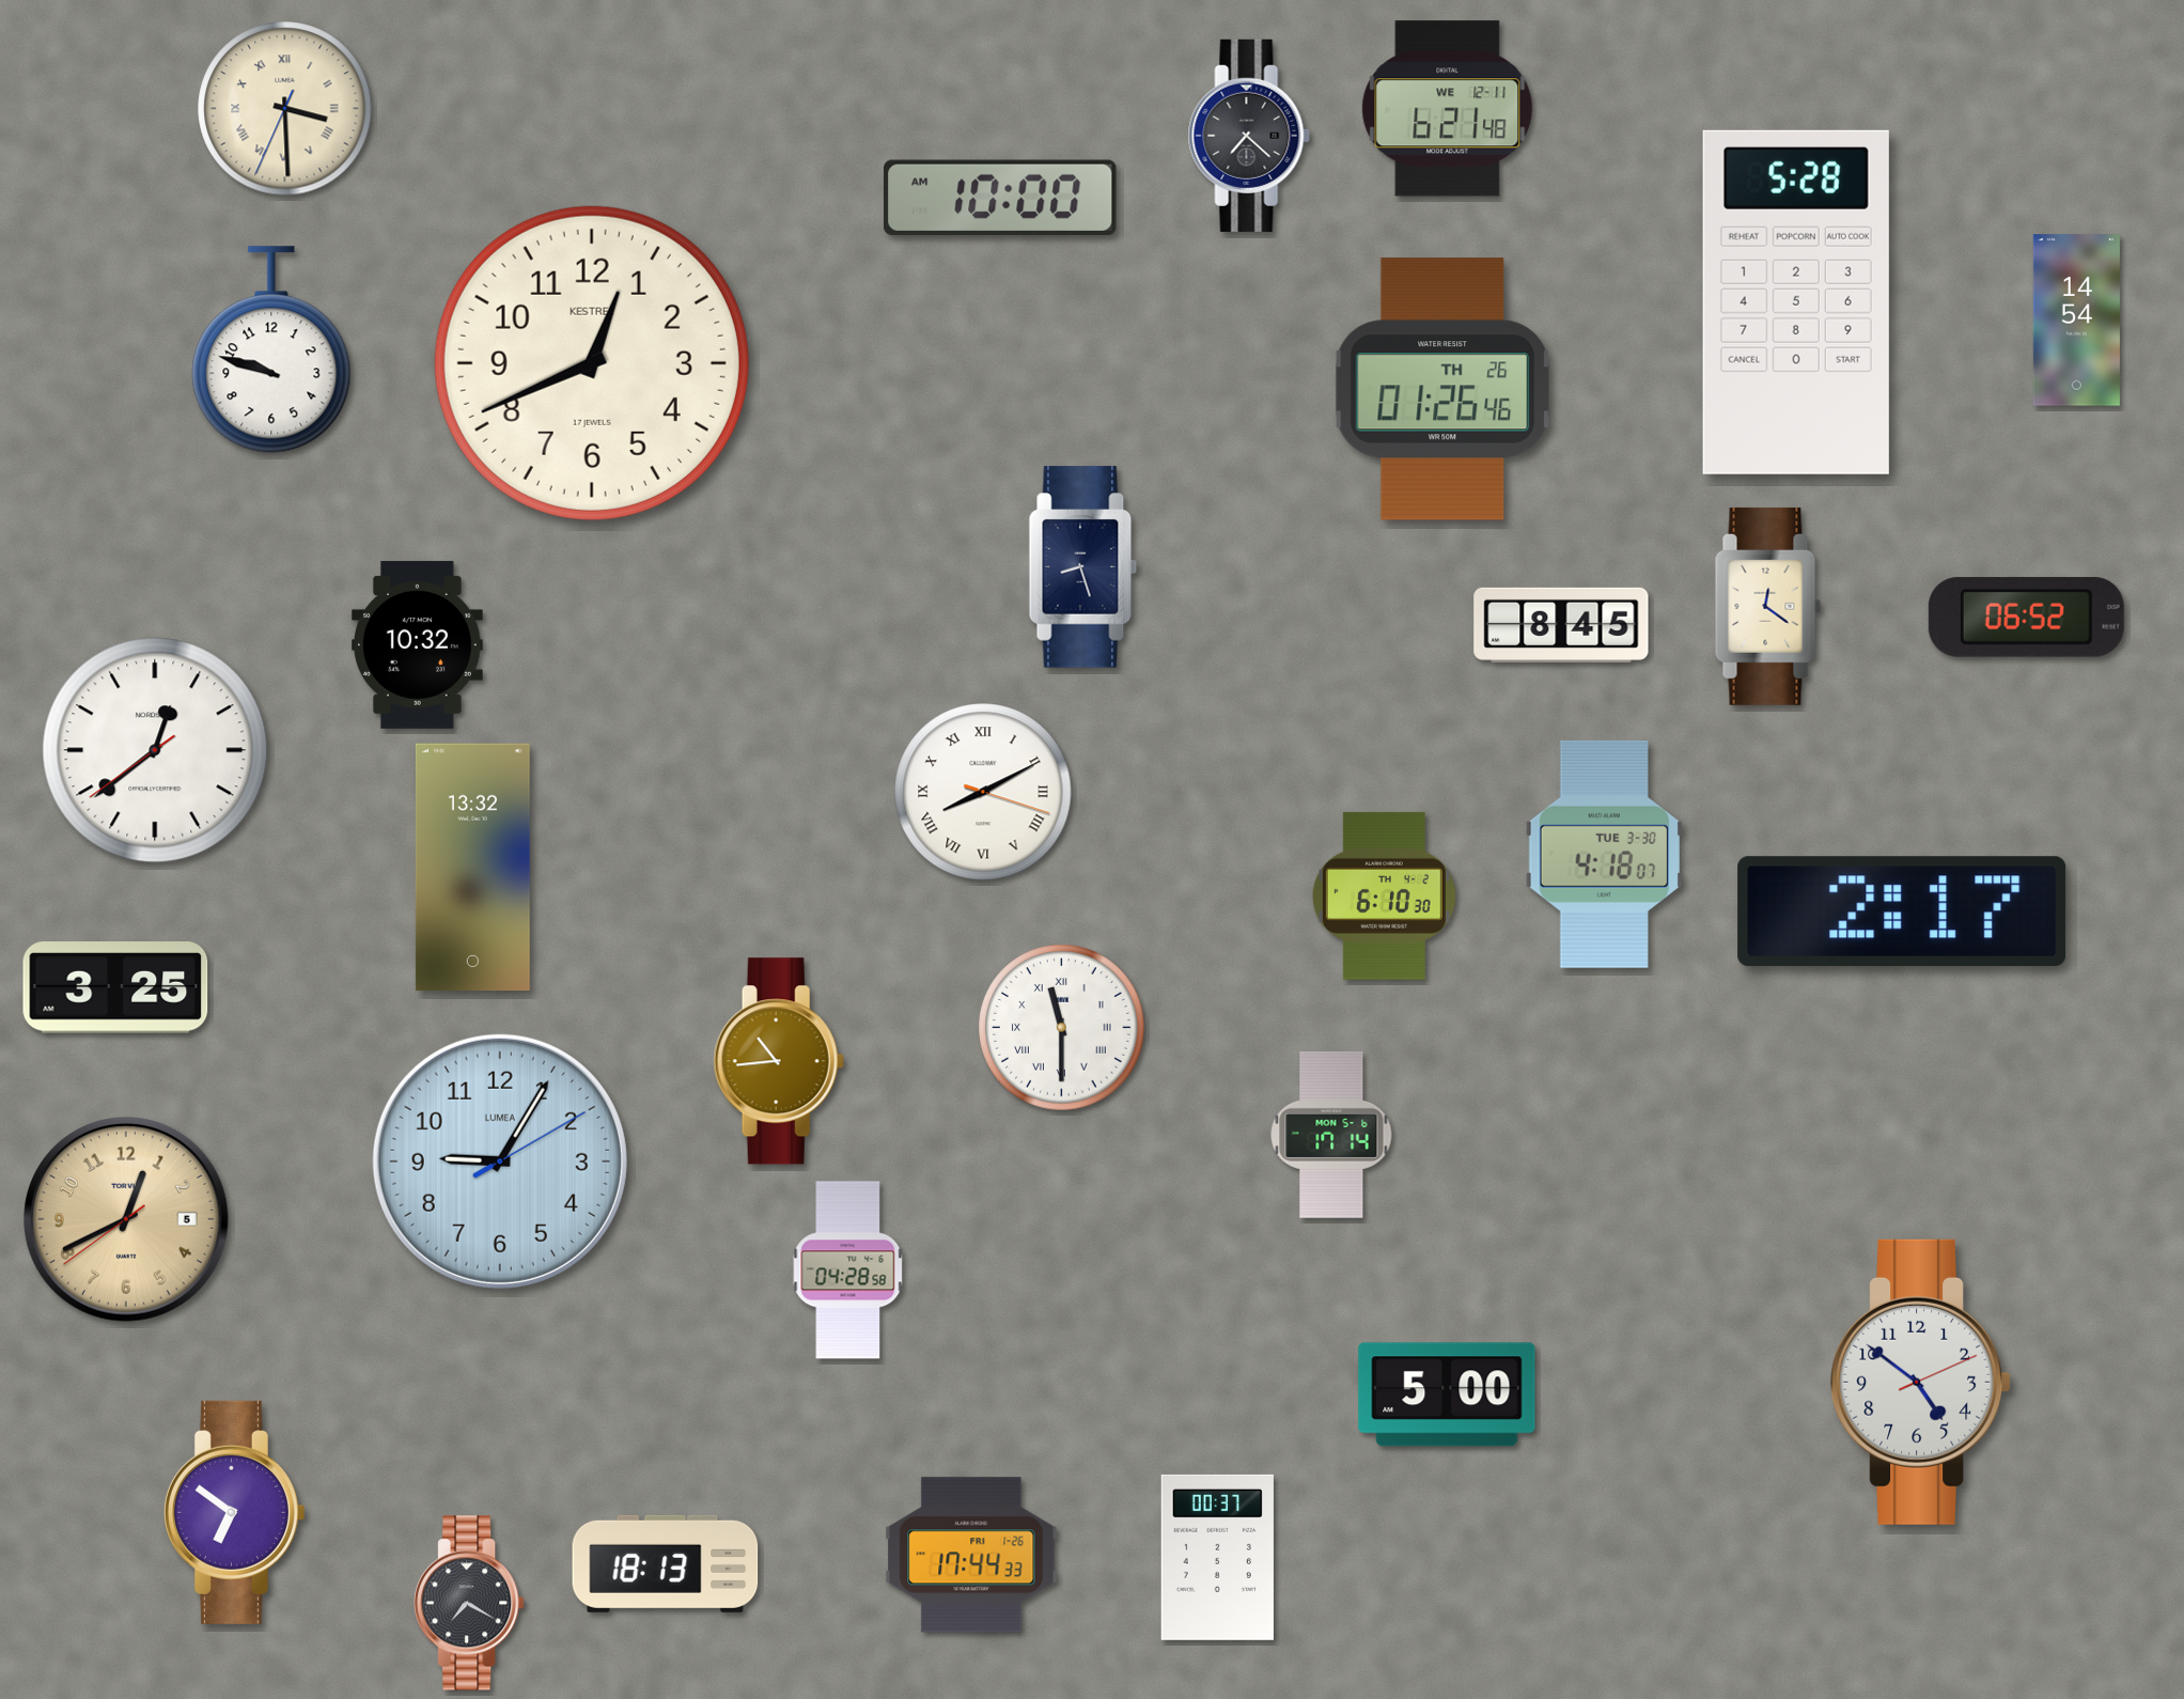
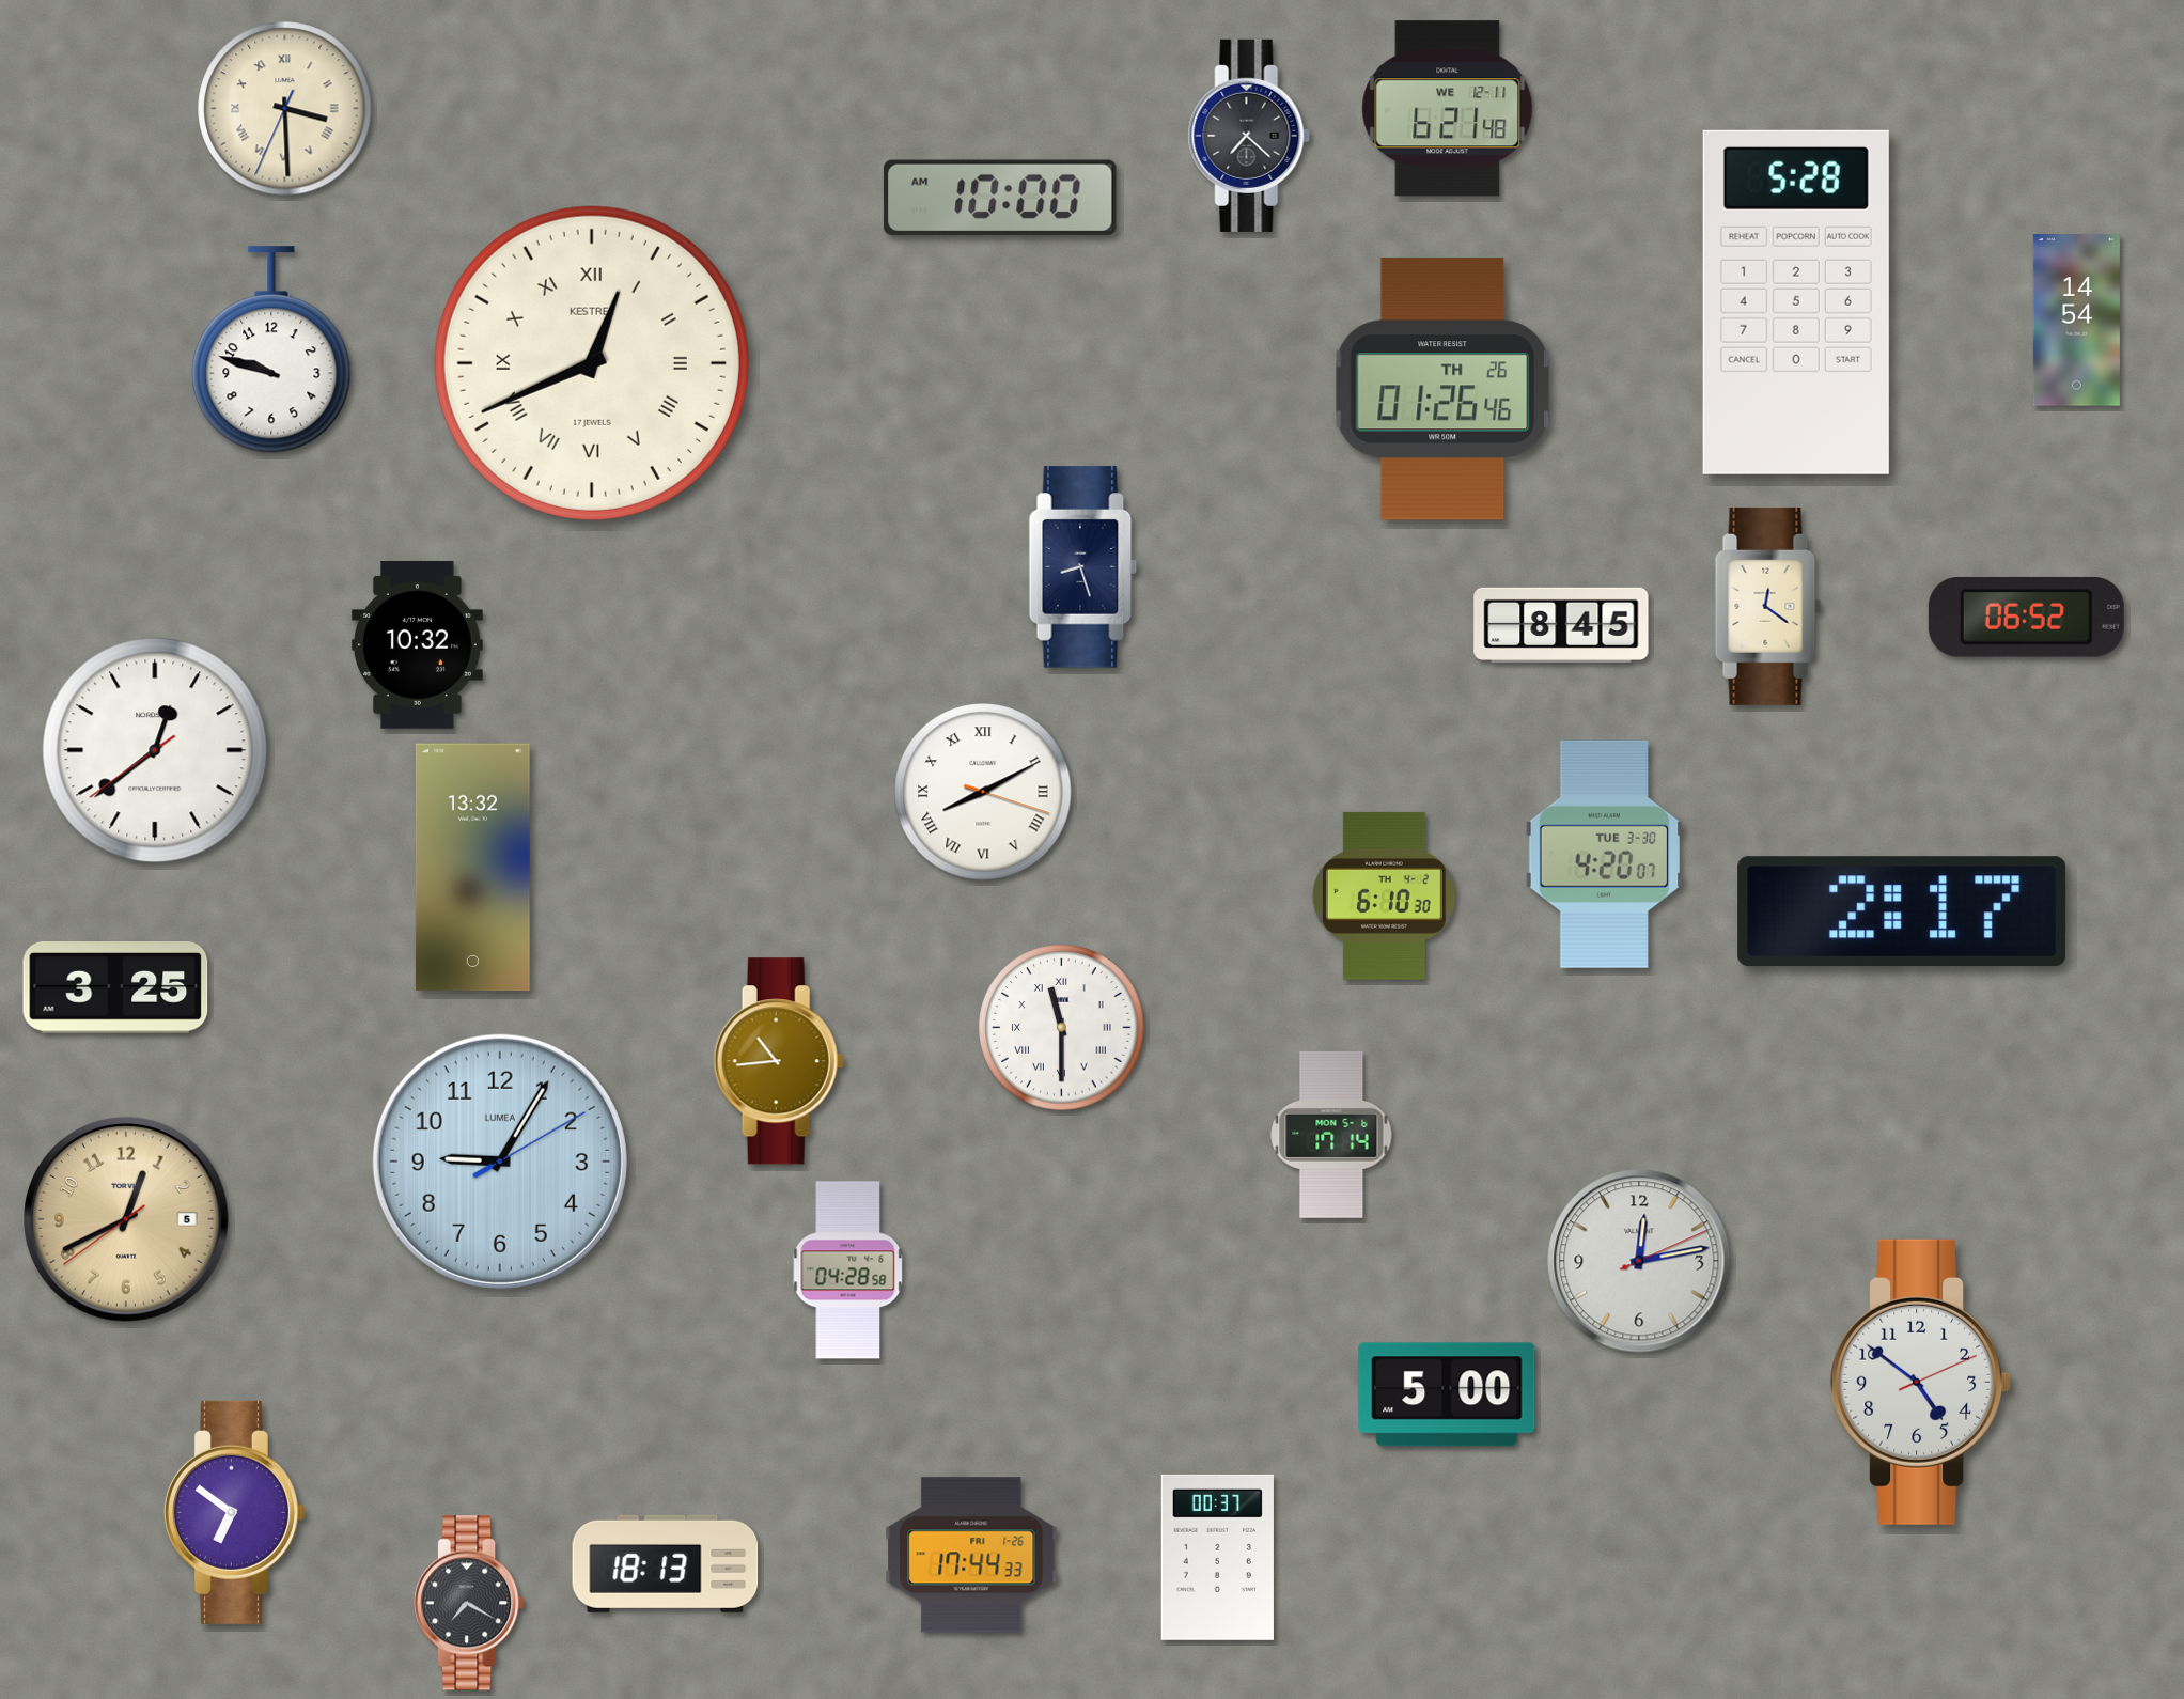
clock at (592, 363) numerals: Arabic -> Roman
clock at (1605, 854): 4:18 -> 4:20
clock at (1639, 1261): none -> 12:13
